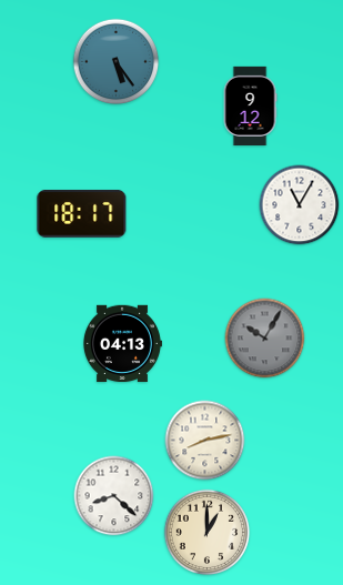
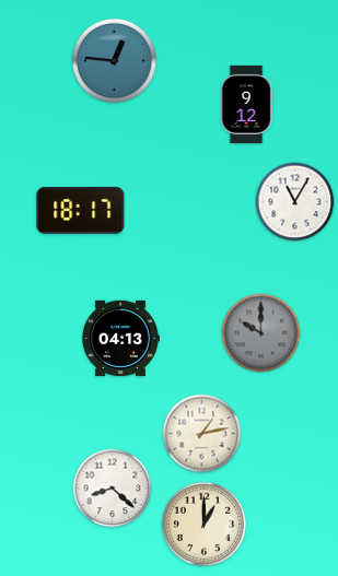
clock at (117, 62): 5:24 -> 12:46
clock at (265, 339): 10:05 -> 10:00
clock at (205, 441): 8:13 -> 1:13
